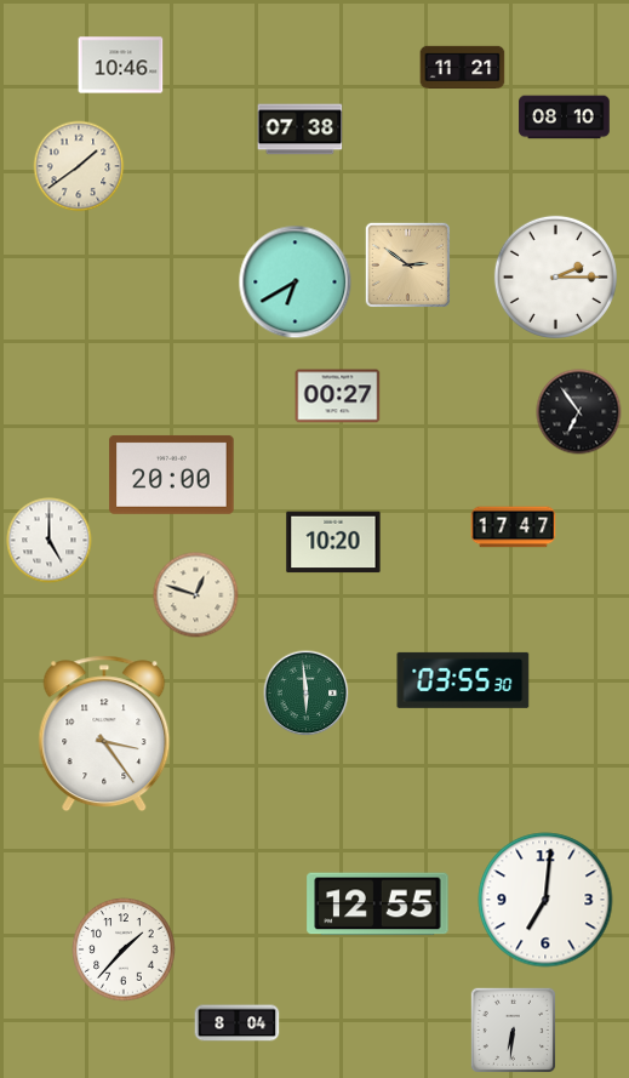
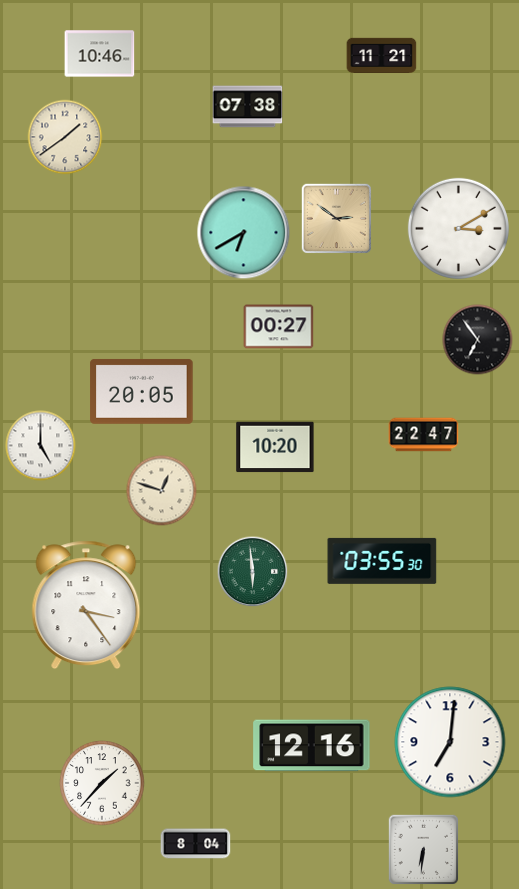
clock at (565, 118): 08:10 -> none
clock at (555, 276): 2:15 -> 3:10
clock at (172, 474): 20:00 -> 20:05
clock at (514, 527): 17:47 -> 22:47
clock at (378, 905): 12:55 -> 12:16
